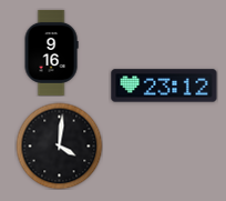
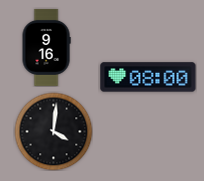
clock at (164, 86): 23:12 -> 08:00
